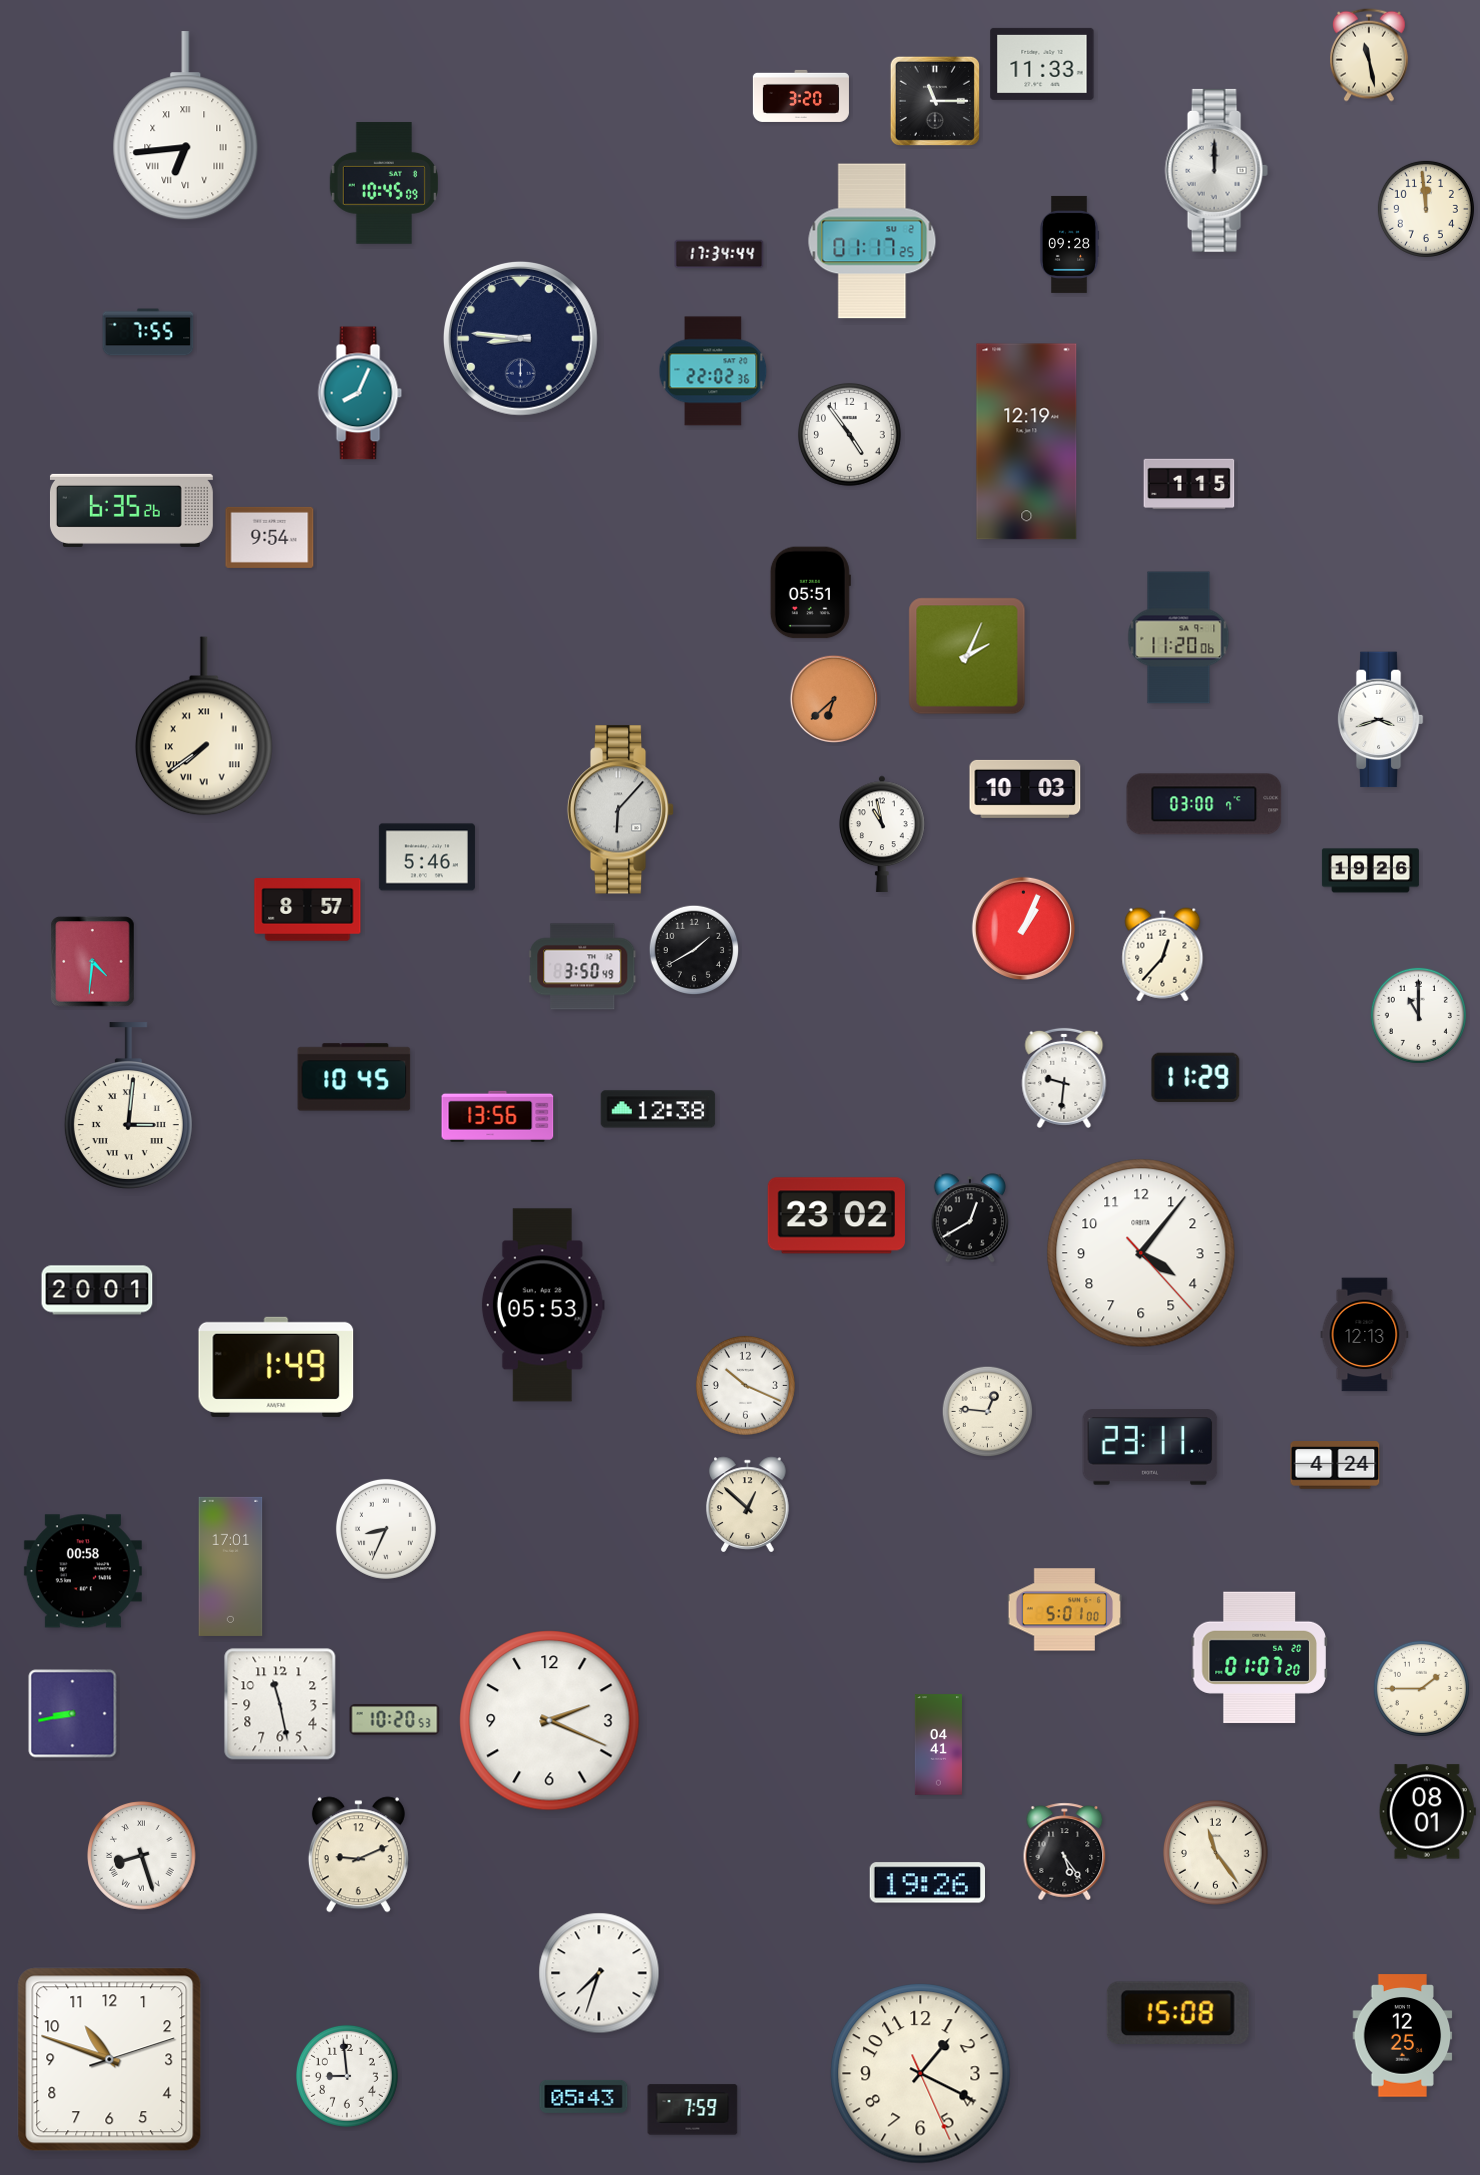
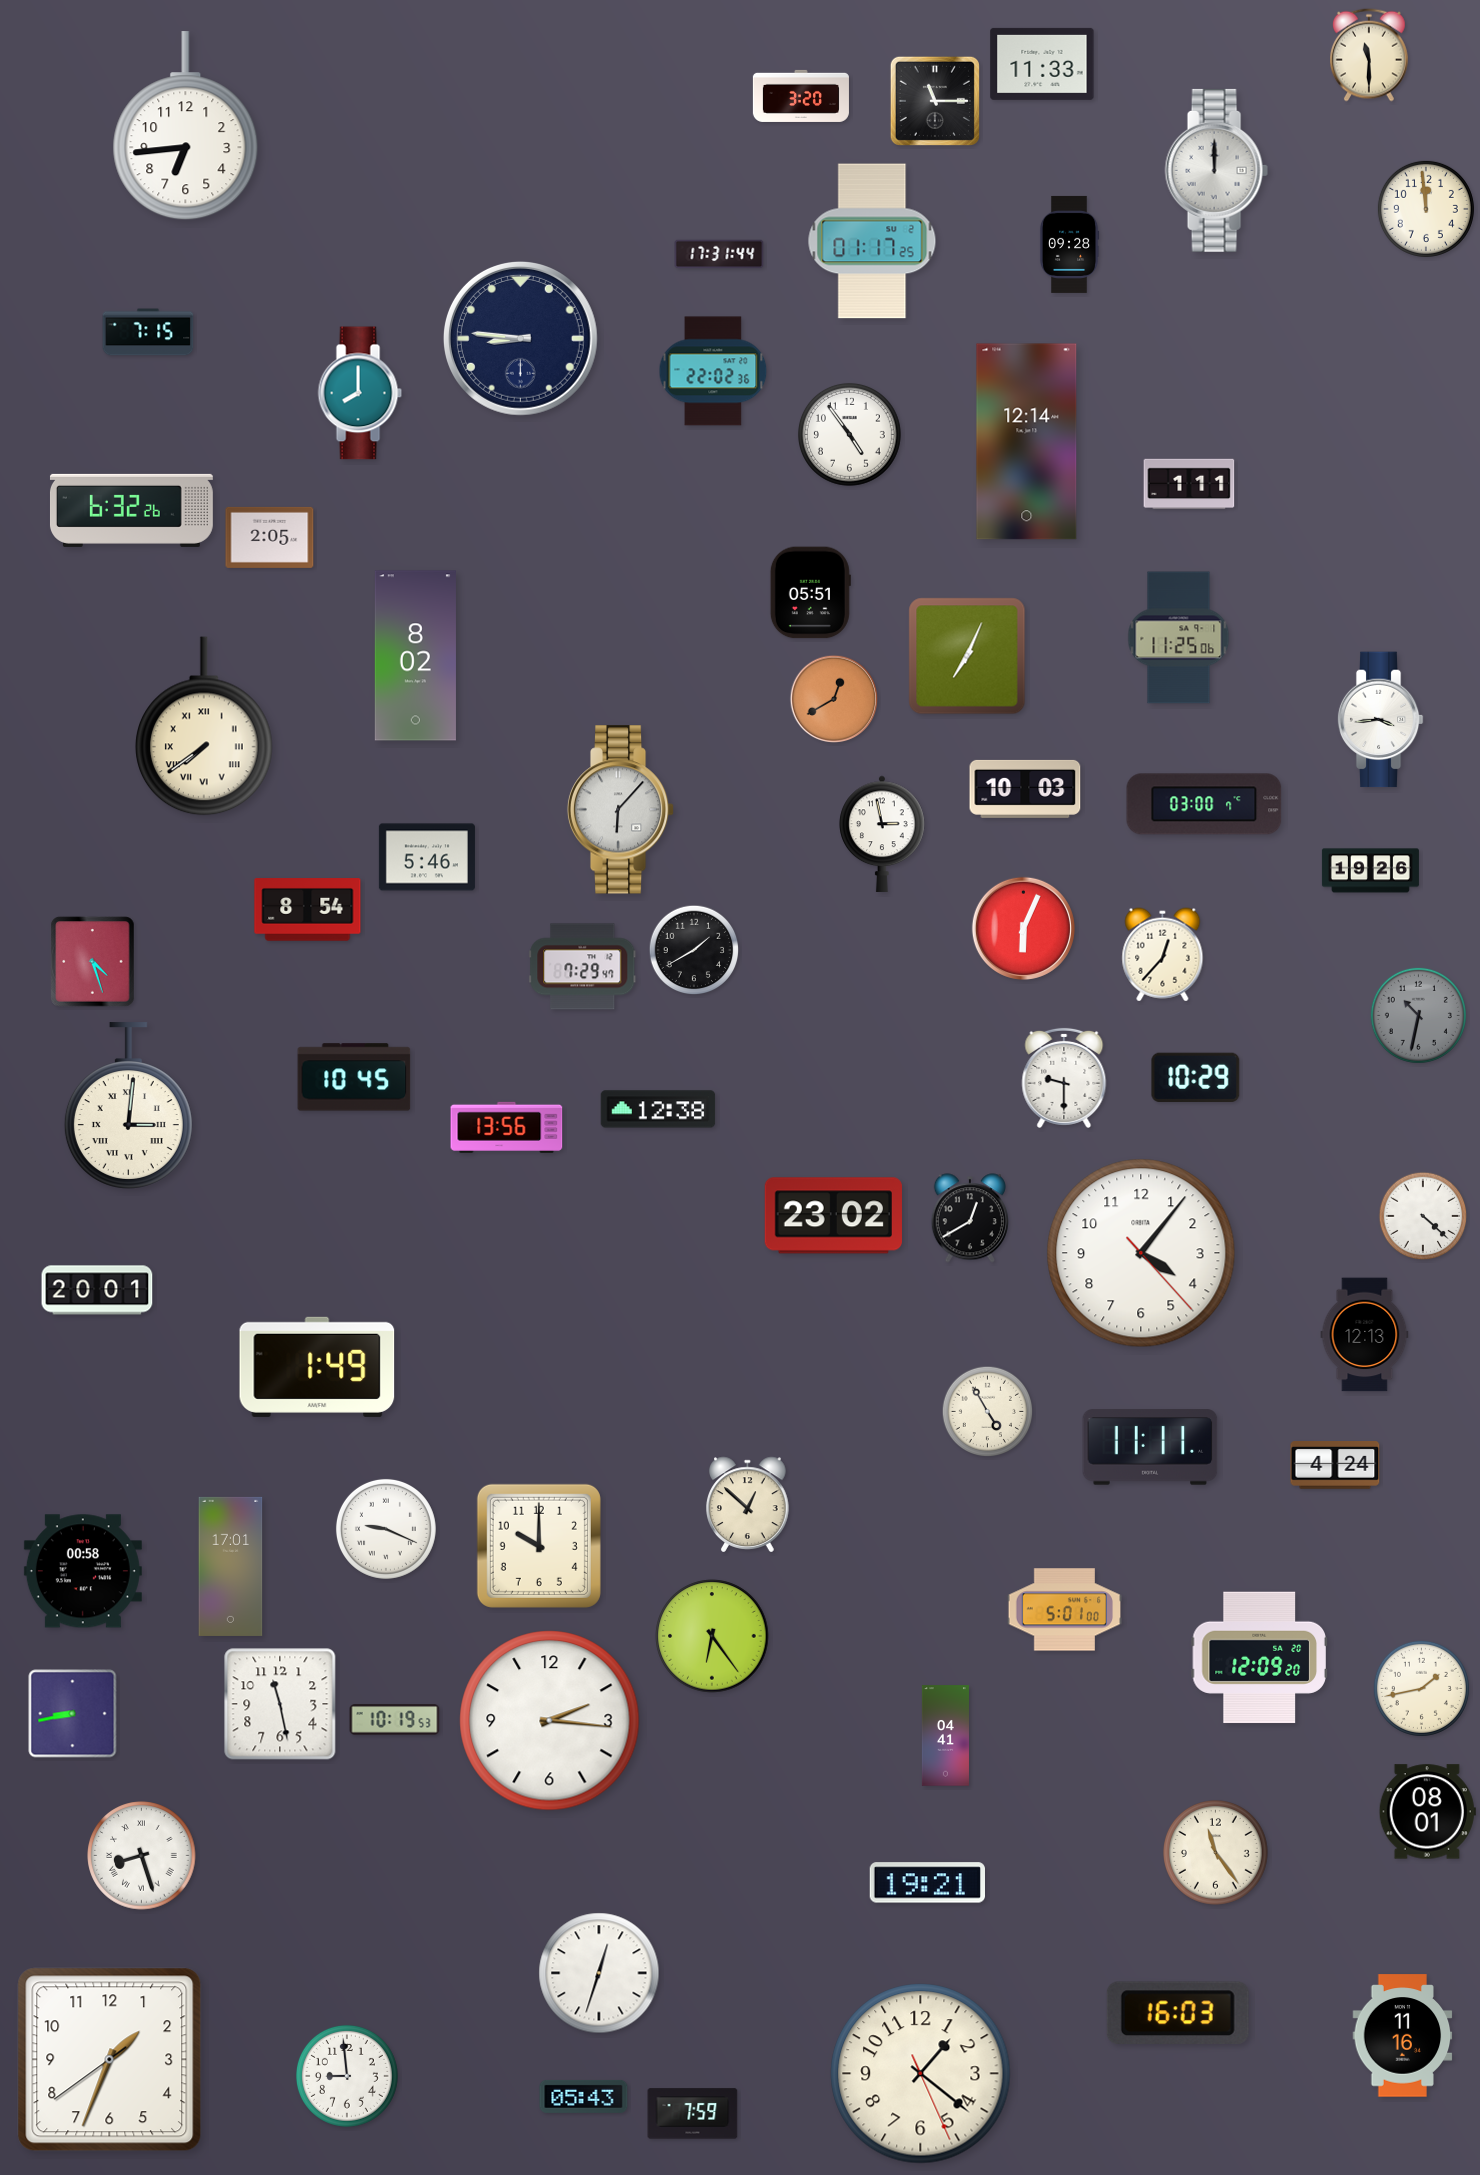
clock at (1370, 55): 11:28 -> 11:30
clock at (186, 126) numerals: Roman -> Arabic
clock at (384, 183): 10:45 -> none
clock at (719, 254): 17:34 -> 17:31
clock at (148, 332): 7:55 -> 7:15
clock at (360, 393): 8:04 -> 8:00
clock at (1027, 442): 12:19 -> 12:14
clock at (1189, 484): 1:15 -> 1:11
clock at (131, 510): 6:35 -> 6:32
clock at (270, 537): 9:54 -> 2:05
clock at (1179, 638): 11:20 -> 11:25
clock at (415, 656): none -> 8:02
clock at (967, 656): 2:04 -> 7:04
clock at (834, 699): 6:38 -> 12:40
clock at (1380, 720): 3:42 -> 3:44
clock at (882, 834): 10:58 -> 2:58
clock at (308, 910): 8:57 -> 8:54
clock at (1023, 928): 1:04 -> 6:04
clock at (93, 962): 4:31 -> 4:27
clock at (583, 967): 3:50 -> 7:29
clock at (1418, 1015): 11:00 -> 10:32
clock at (1418, 1015) dial: white -> grey
clock at (1196, 1077): 11:29 -> 10:29
clock at (1064, 1078): 9:31 -> 9:30
clock at (498, 1116) position: (498, 1116) -> (507, 1127)
clock at (836, 1216) position: (836, 1216) -> (833, 1216)
clock at (1423, 1216): none -> 4:22
clock at (543, 1305): 05:53 -> none
clock at (276, 1367) position: (276, 1367) -> (317, 1367)
clock at (745, 1385): 10:19 -> none
clock at (988, 1412): 12:46 -> 4:55
clock at (1150, 1447): 23:11 -> 11:11
clock at (386, 1529): 8:34 -> 9:19
clock at (539, 1546): none -> 10:00
clock at (712, 1636): none -> 6:24
clock at (1259, 1658): 01:07 -> 12:09
clock at (1421, 1688): 1:45 -> 1:43
clock at (395, 1720): 10:20 -> 10:19
clock at (550, 1721): 2:19 -> 2:16
clock at (938, 1745) position: (938, 1745) -> (945, 1736)
clock at (1065, 1852): 5:24 -> none
clock at (358, 1855): 9:11 -> none
clock at (927, 1883): 19:26 -> 19:21
clock at (599, 1973): 7:33 -> 12:33
clock at (1178, 2013): 15:08 -> 16:03
clock at (1403, 2036): 12:25 -> 11:16
clock at (110, 2060): 10:48 -> 1:33
clock at (921, 2074): 1:19 -> 1:21
clock at (693, 2110) position: (693, 2110) -> (693, 2114)
